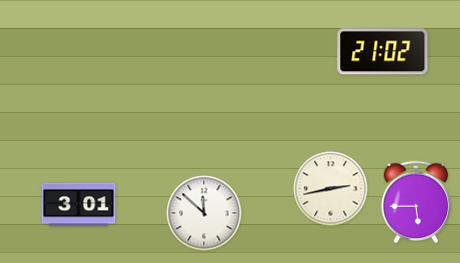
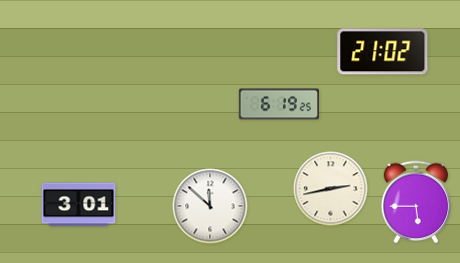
clock at (278, 104): none -> 6:19
clock at (204, 213) position: (204, 213) -> (210, 206)
